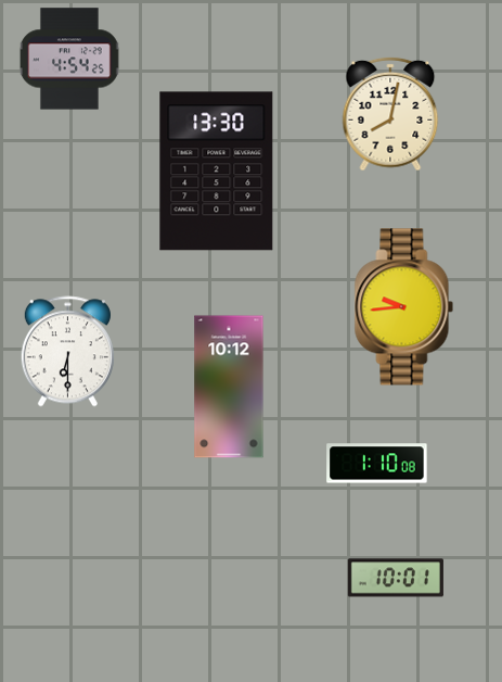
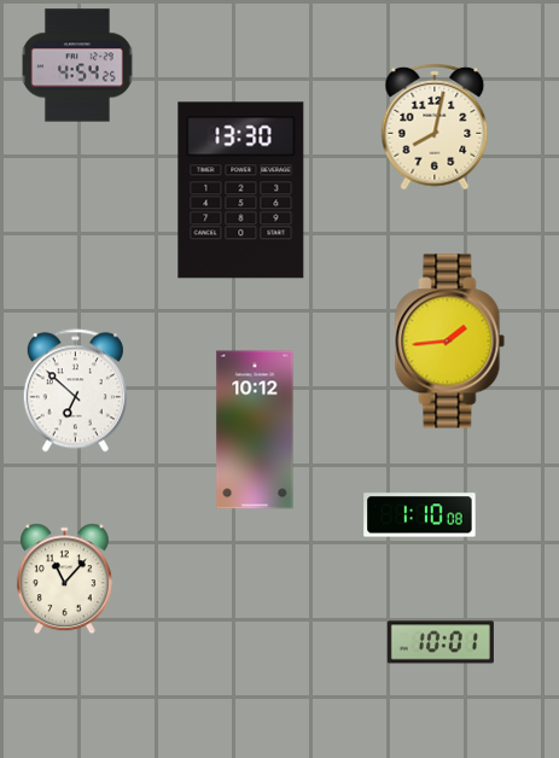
clock at (404, 307): 9:44 -> 1:44
clock at (67, 352): 6:30 -> 6:52
clock at (64, 579): none -> 11:07
